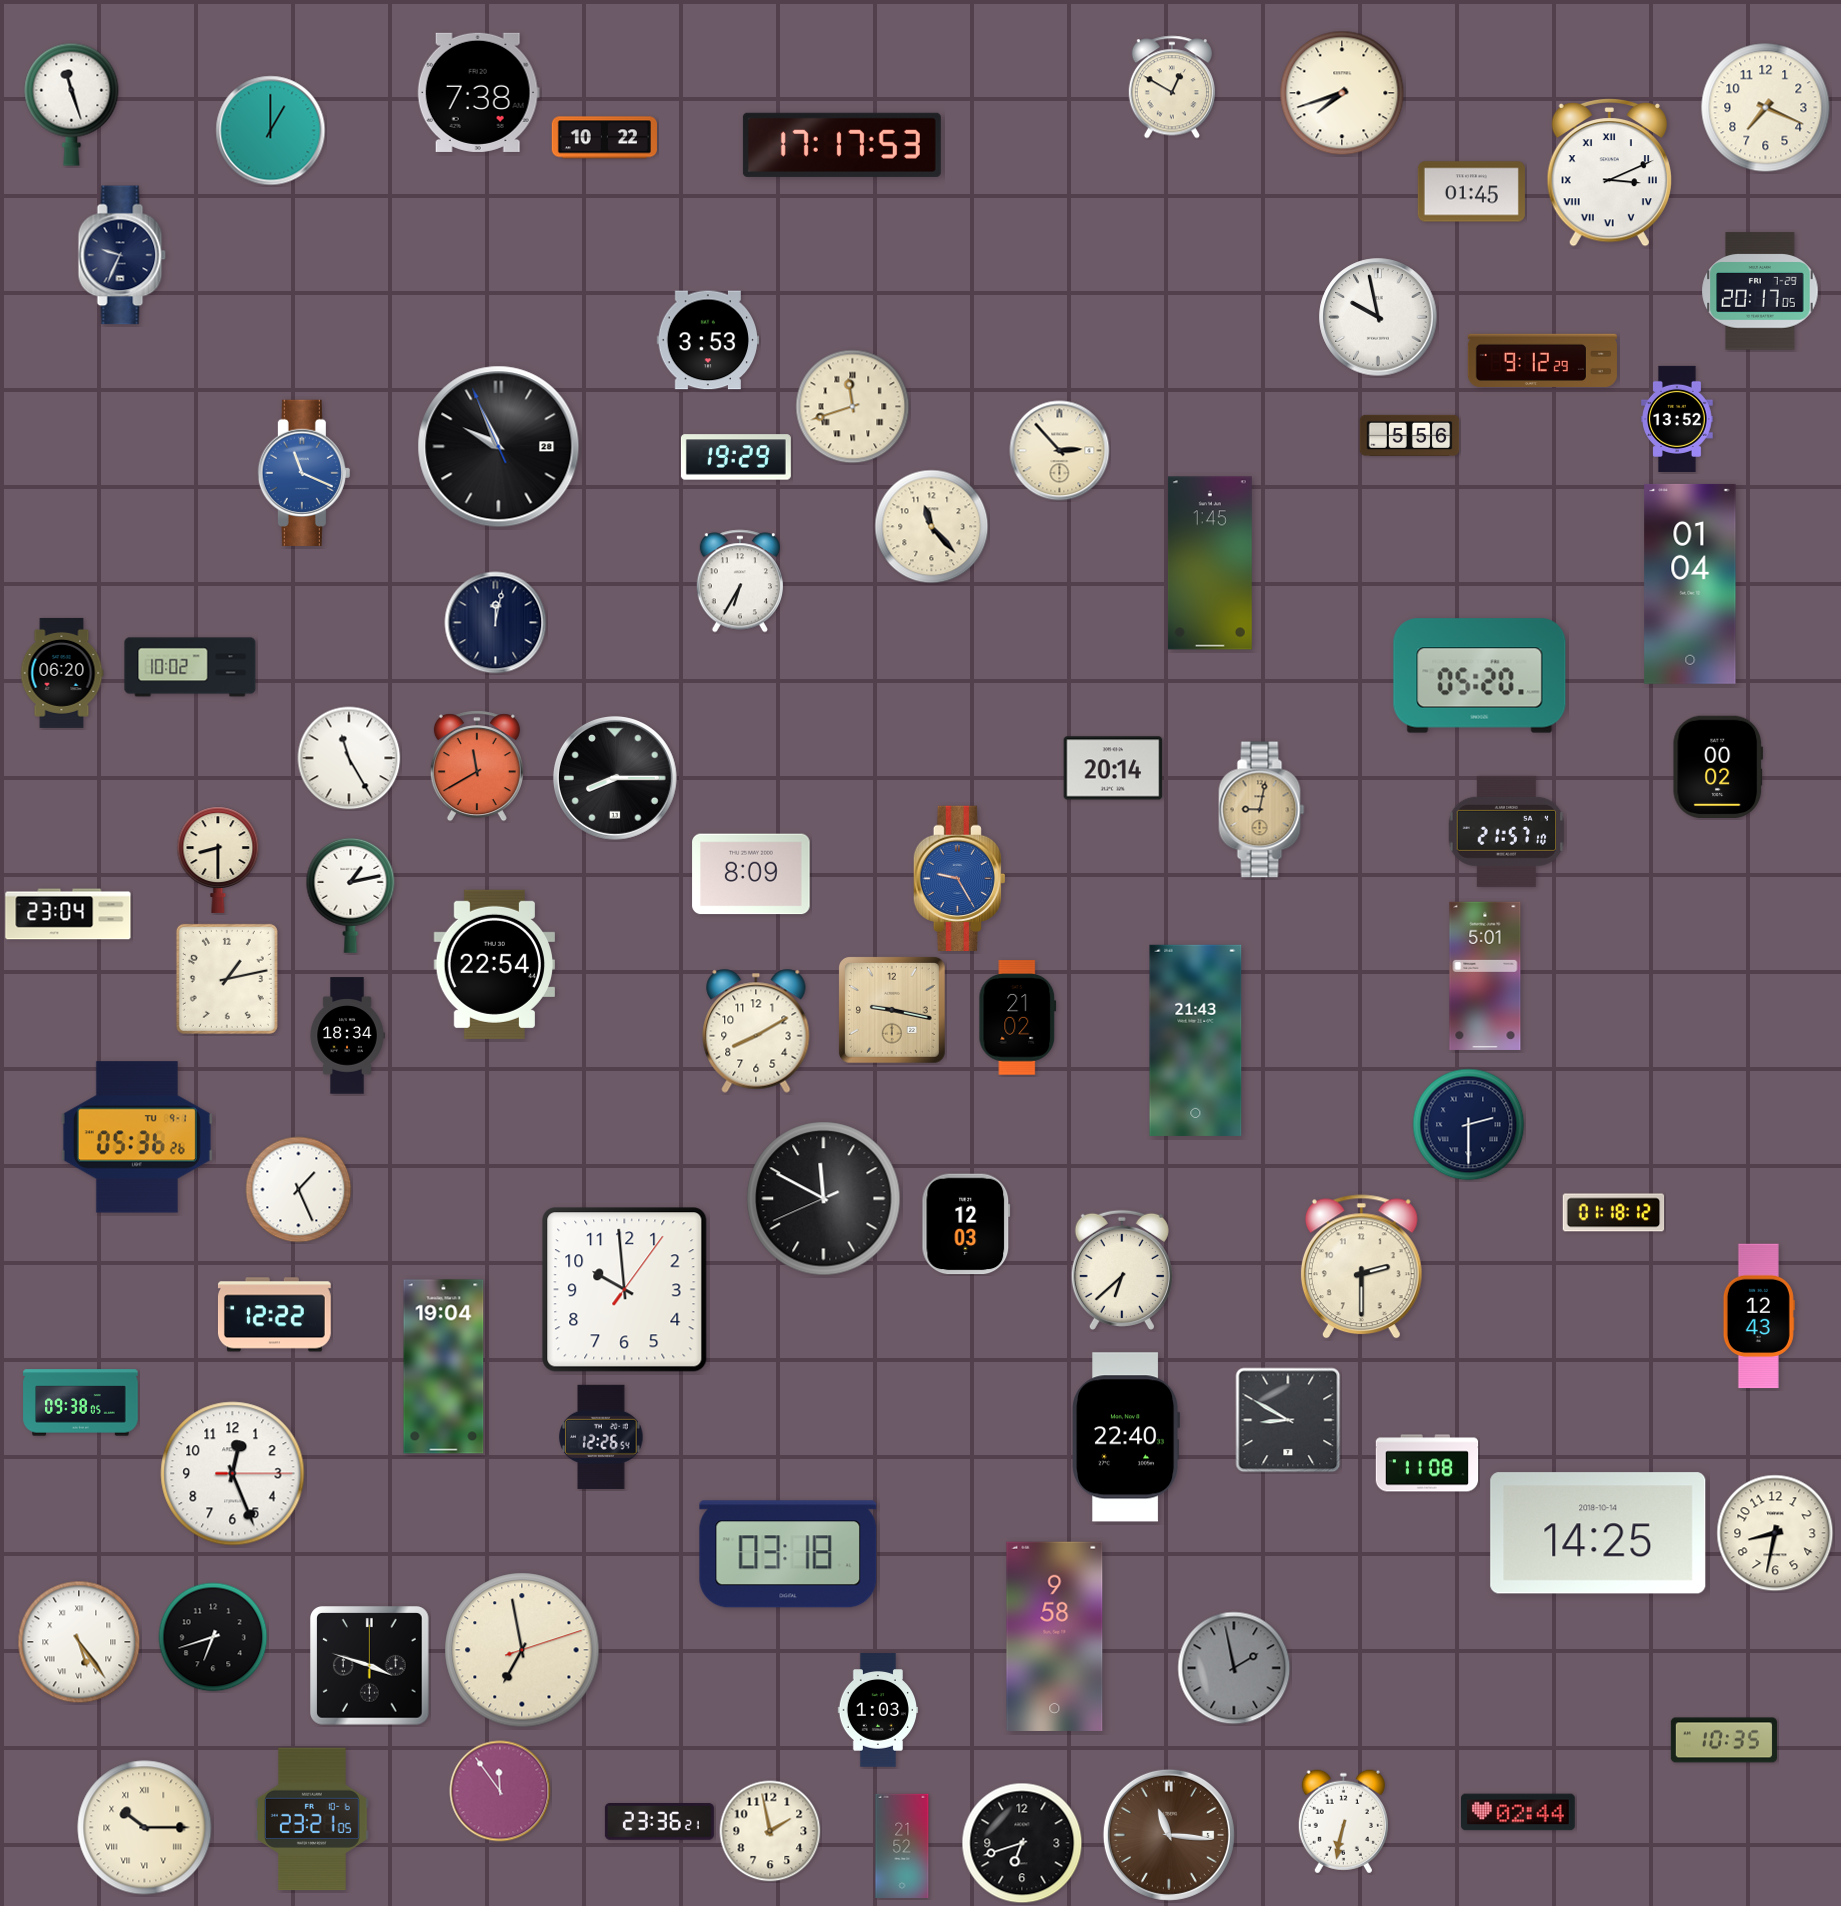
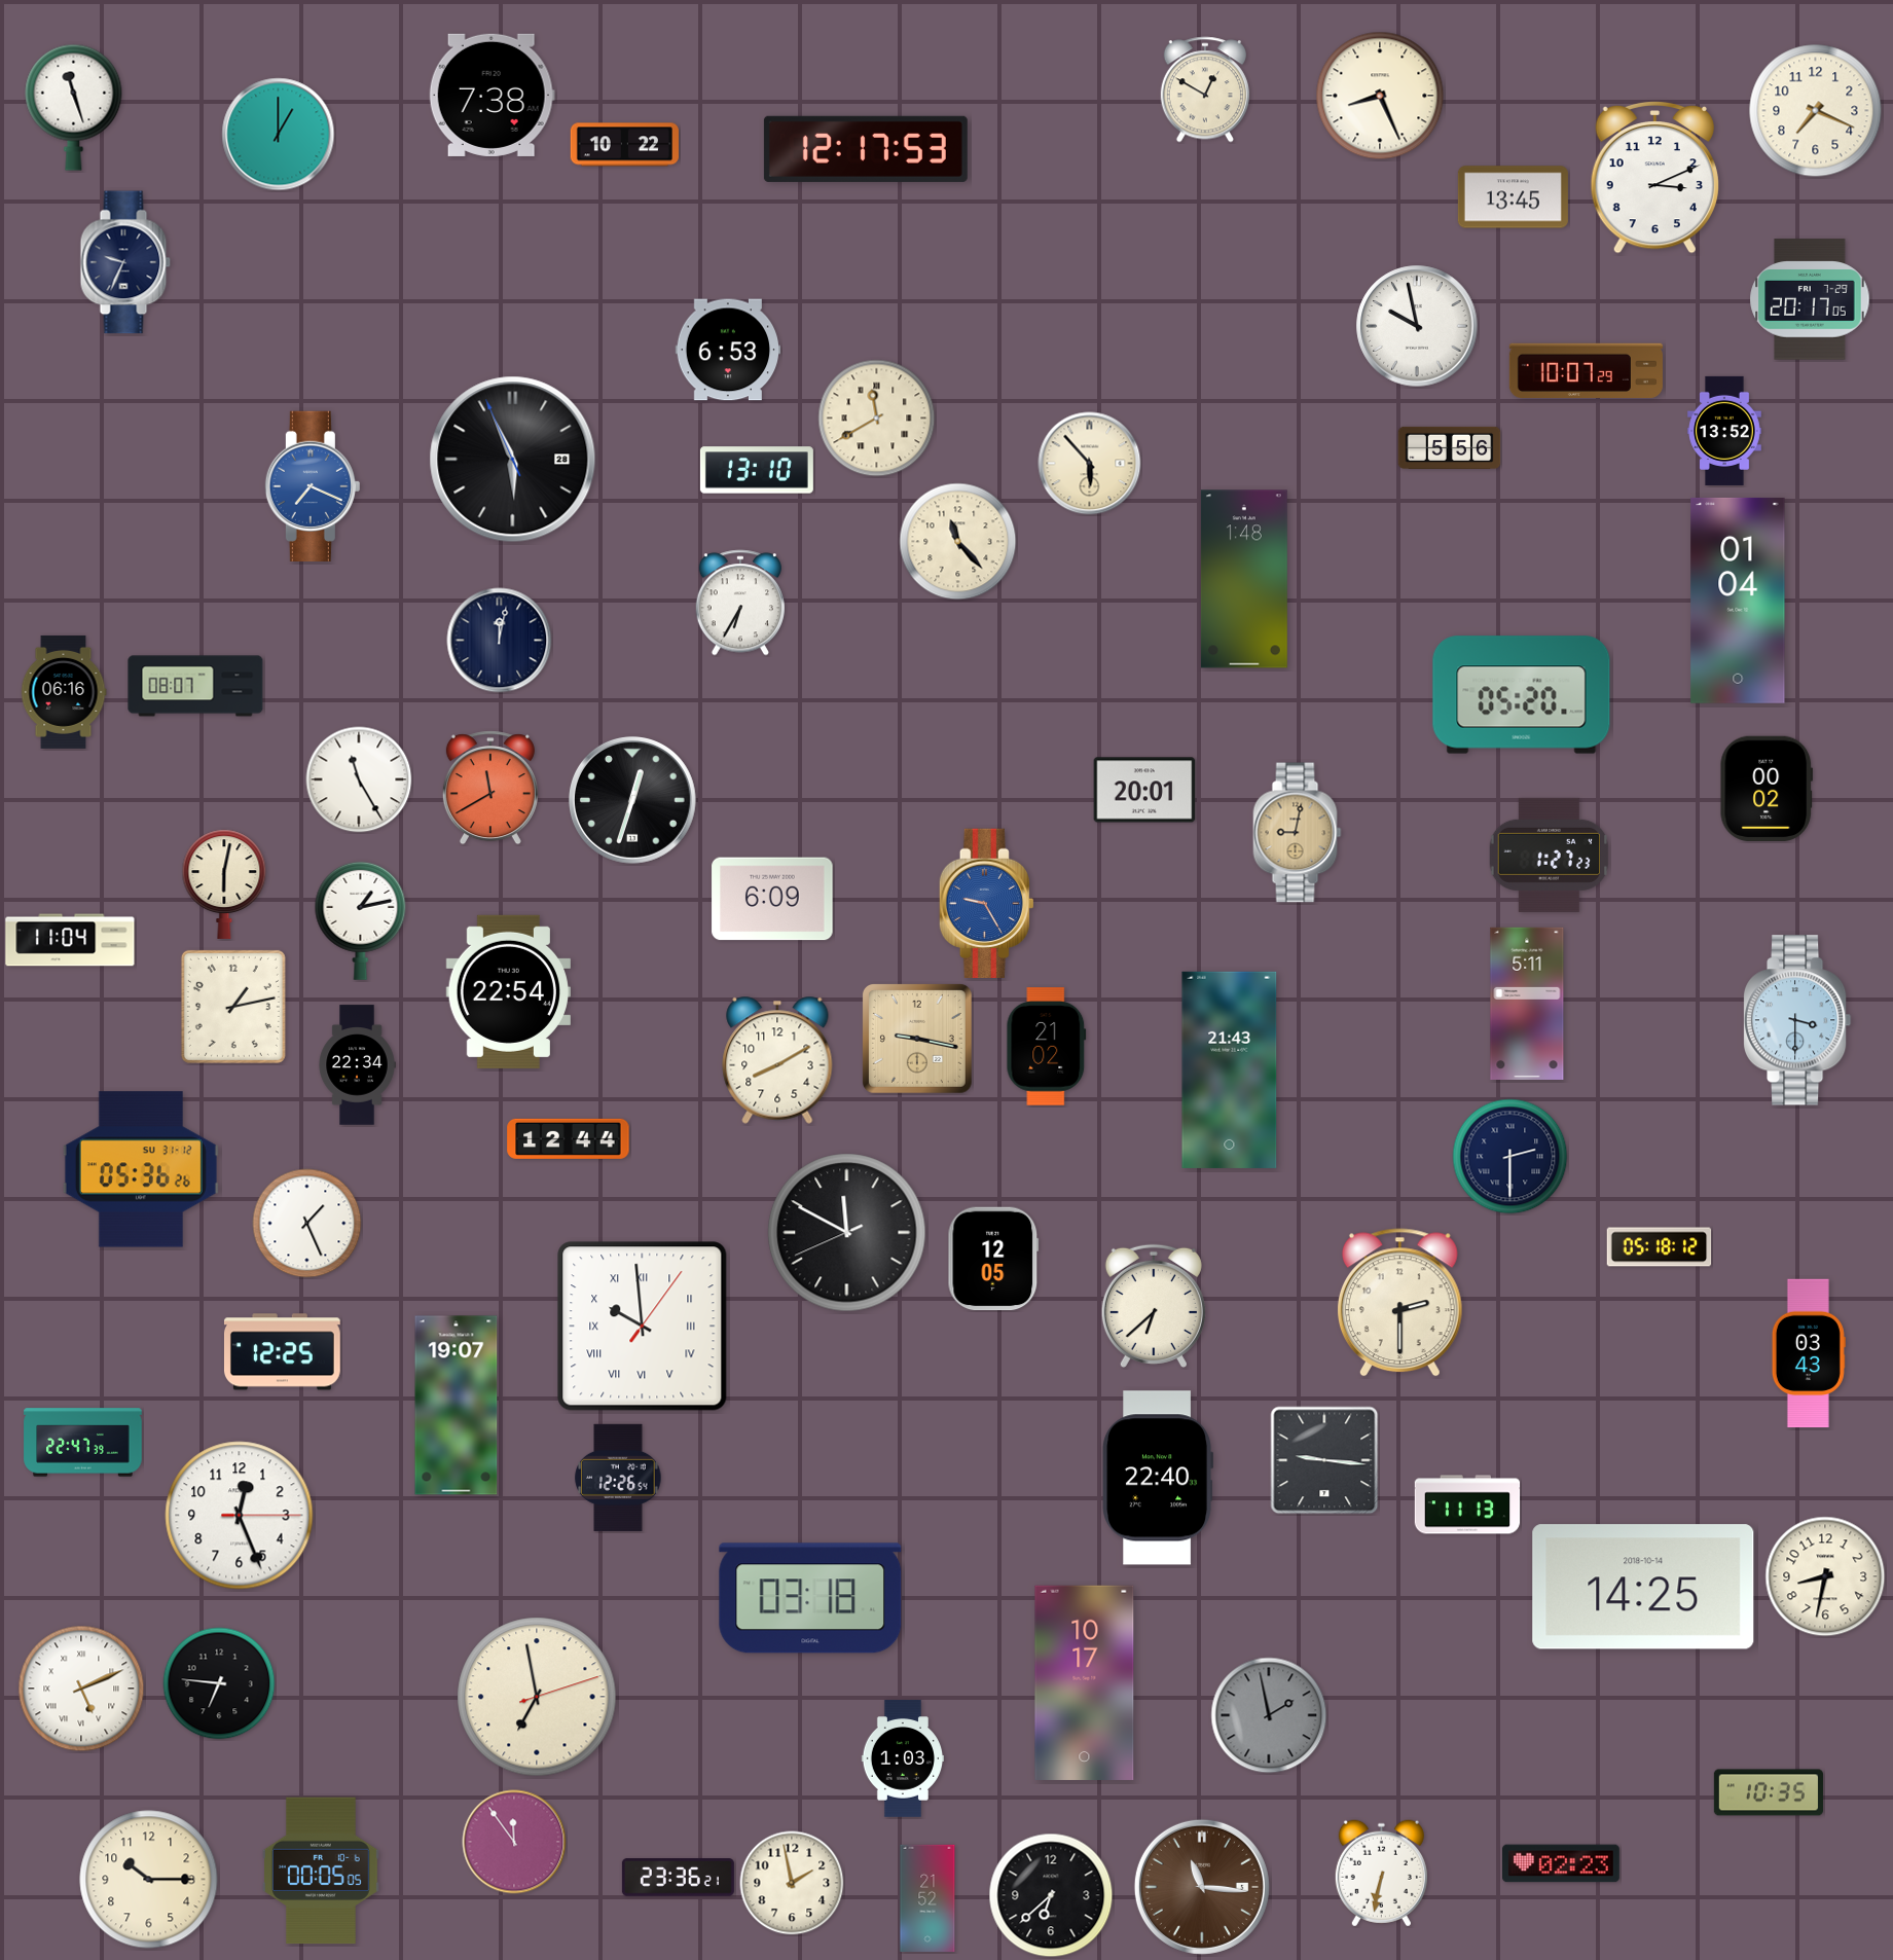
clock at (1342, 93): 7:42 -> 8:26
clock at (604, 138) position: (604, 138) -> (624, 145)
clock at (842, 145): 17:17 -> 12:17
clock at (1609, 172) numerals: Roman -> Arabic
clock at (1471, 192): 01:45 -> 13:45
clock at (708, 340): 3:53 -> 6:53
clock at (1542, 360): 9:12 -> 10:07
clock at (853, 407): 11:42 -> 11:40
clock at (499, 447): 9:55 -> 5:55
clock at (1060, 451): 2:53 -> 5:53
clock at (736, 457): 19:29 -> 13:10
clock at (304, 472): 11:19 -> 7:19
clock at (1210, 563): 1:45 -> 1:48
clock at (740, 581) position: (740, 581) -> (740, 603)
clock at (496, 623) position: (496, 623) -> (500, 641)
clock at (190, 667): 10:02 -> 08:07
clock at (62, 673): 06:20 -> 06:16
clock at (1113, 768): 20:14 -> 20:01
clock at (615, 778): 8:15 -> 12:33
clock at (1507, 831): 21:57 -> 1:27
clock at (218, 860): 8:30 -> 6:02
clock at (751, 874): 8:09 -> 6:09
clock at (68, 914): 23:04 -> 11:04
clock at (1485, 976): 5:01 -> 5:11
clock at (1797, 1020): none -> 3:30
clock at (347, 1036): 18:34 -> 22:34
clock at (569, 1138): none -> 12:44
clock at (137, 1137) date: TU 9-1 -> SU 31-12
clock at (1614, 1213): 01:18 -> 05:18
clock at (966, 1224): 12:03 -> 12:05
clock at (625, 1290) numerals: Arabic -> Roman
clock at (274, 1315): 12:22 -> 12:25
clock at (1759, 1316): 12:43 -> 03:43
clock at (444, 1367): 19:04 -> 19:07
clock at (81, 1403): 09:38 -> 22:47
clock at (1288, 1420): 8:50 -> 9:16
clock at (1427, 1463): 11:08 -> 11:13
clock at (1598, 1533) position: (1598, 1533) -> (1643, 1587)
clock at (1055, 1636): 9:58 -> 10:17
clock at (213, 1637): 6:42 -> 6:46
clock at (79, 1642): 5:24 -> 5:11
clock at (370, 1666): 3:48 -> none
clock at (1724, 1740) position: (1724, 1740) -> (1769, 1792)
clock at (1519, 1812): 02:44 -> 02:23
clock at (312, 1819): 23:21 -> 00:05
clock at (659, 1822) position: (659, 1822) -> (678, 1878)
clock at (145, 1828) numerals: Roman -> Arabic
clock at (1022, 1843): 6:42 -> 6:38
